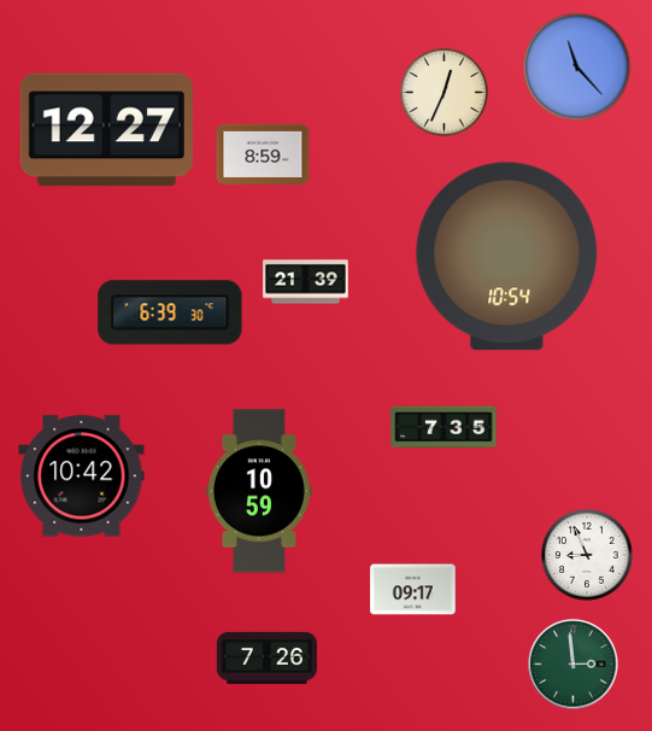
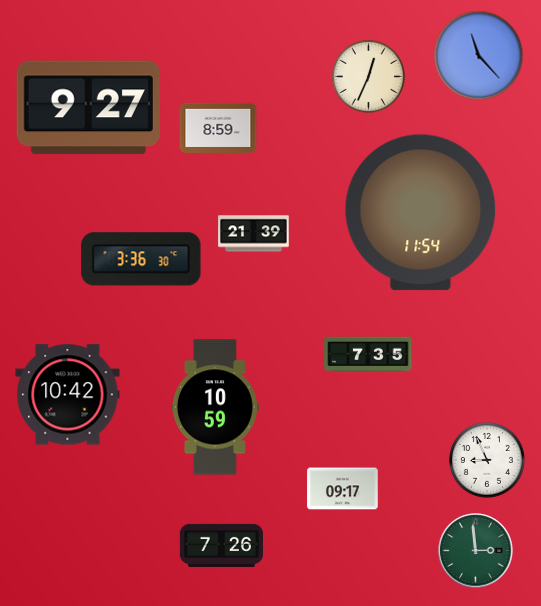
clock at (106, 130): 12:27 -> 9:27
clock at (507, 257): 10:54 -> 11:54
clock at (170, 312): 6:39 -> 3:36
